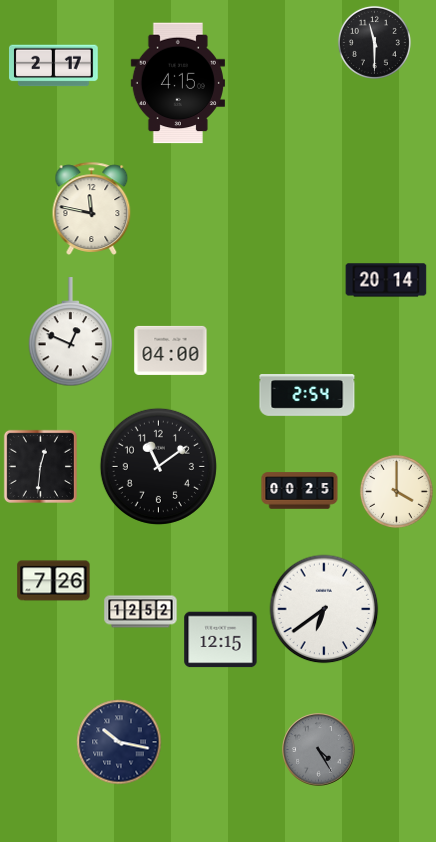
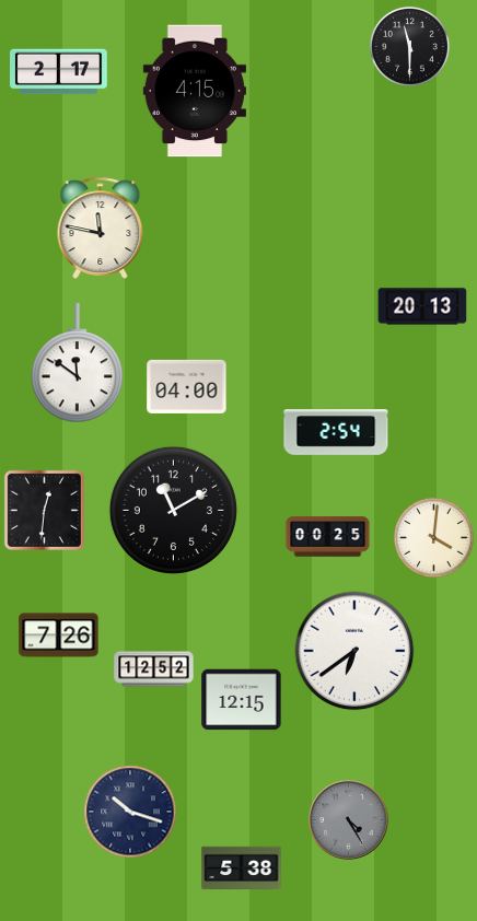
clock at (386, 280): 20:14 -> 20:13
clock at (71, 332): 12:49 -> 11:51
clock at (171, 350) position: (171, 350) -> (187, 386)
clock at (158, 466): 11:09 -> 11:10
clock at (396, 491): 4:00 -> 4:01
clock at (324, 609) position: (324, 609) -> (354, 651)
clock at (119, 742): 10:17 -> 10:18
clock at (242, 868): none -> 5:38
